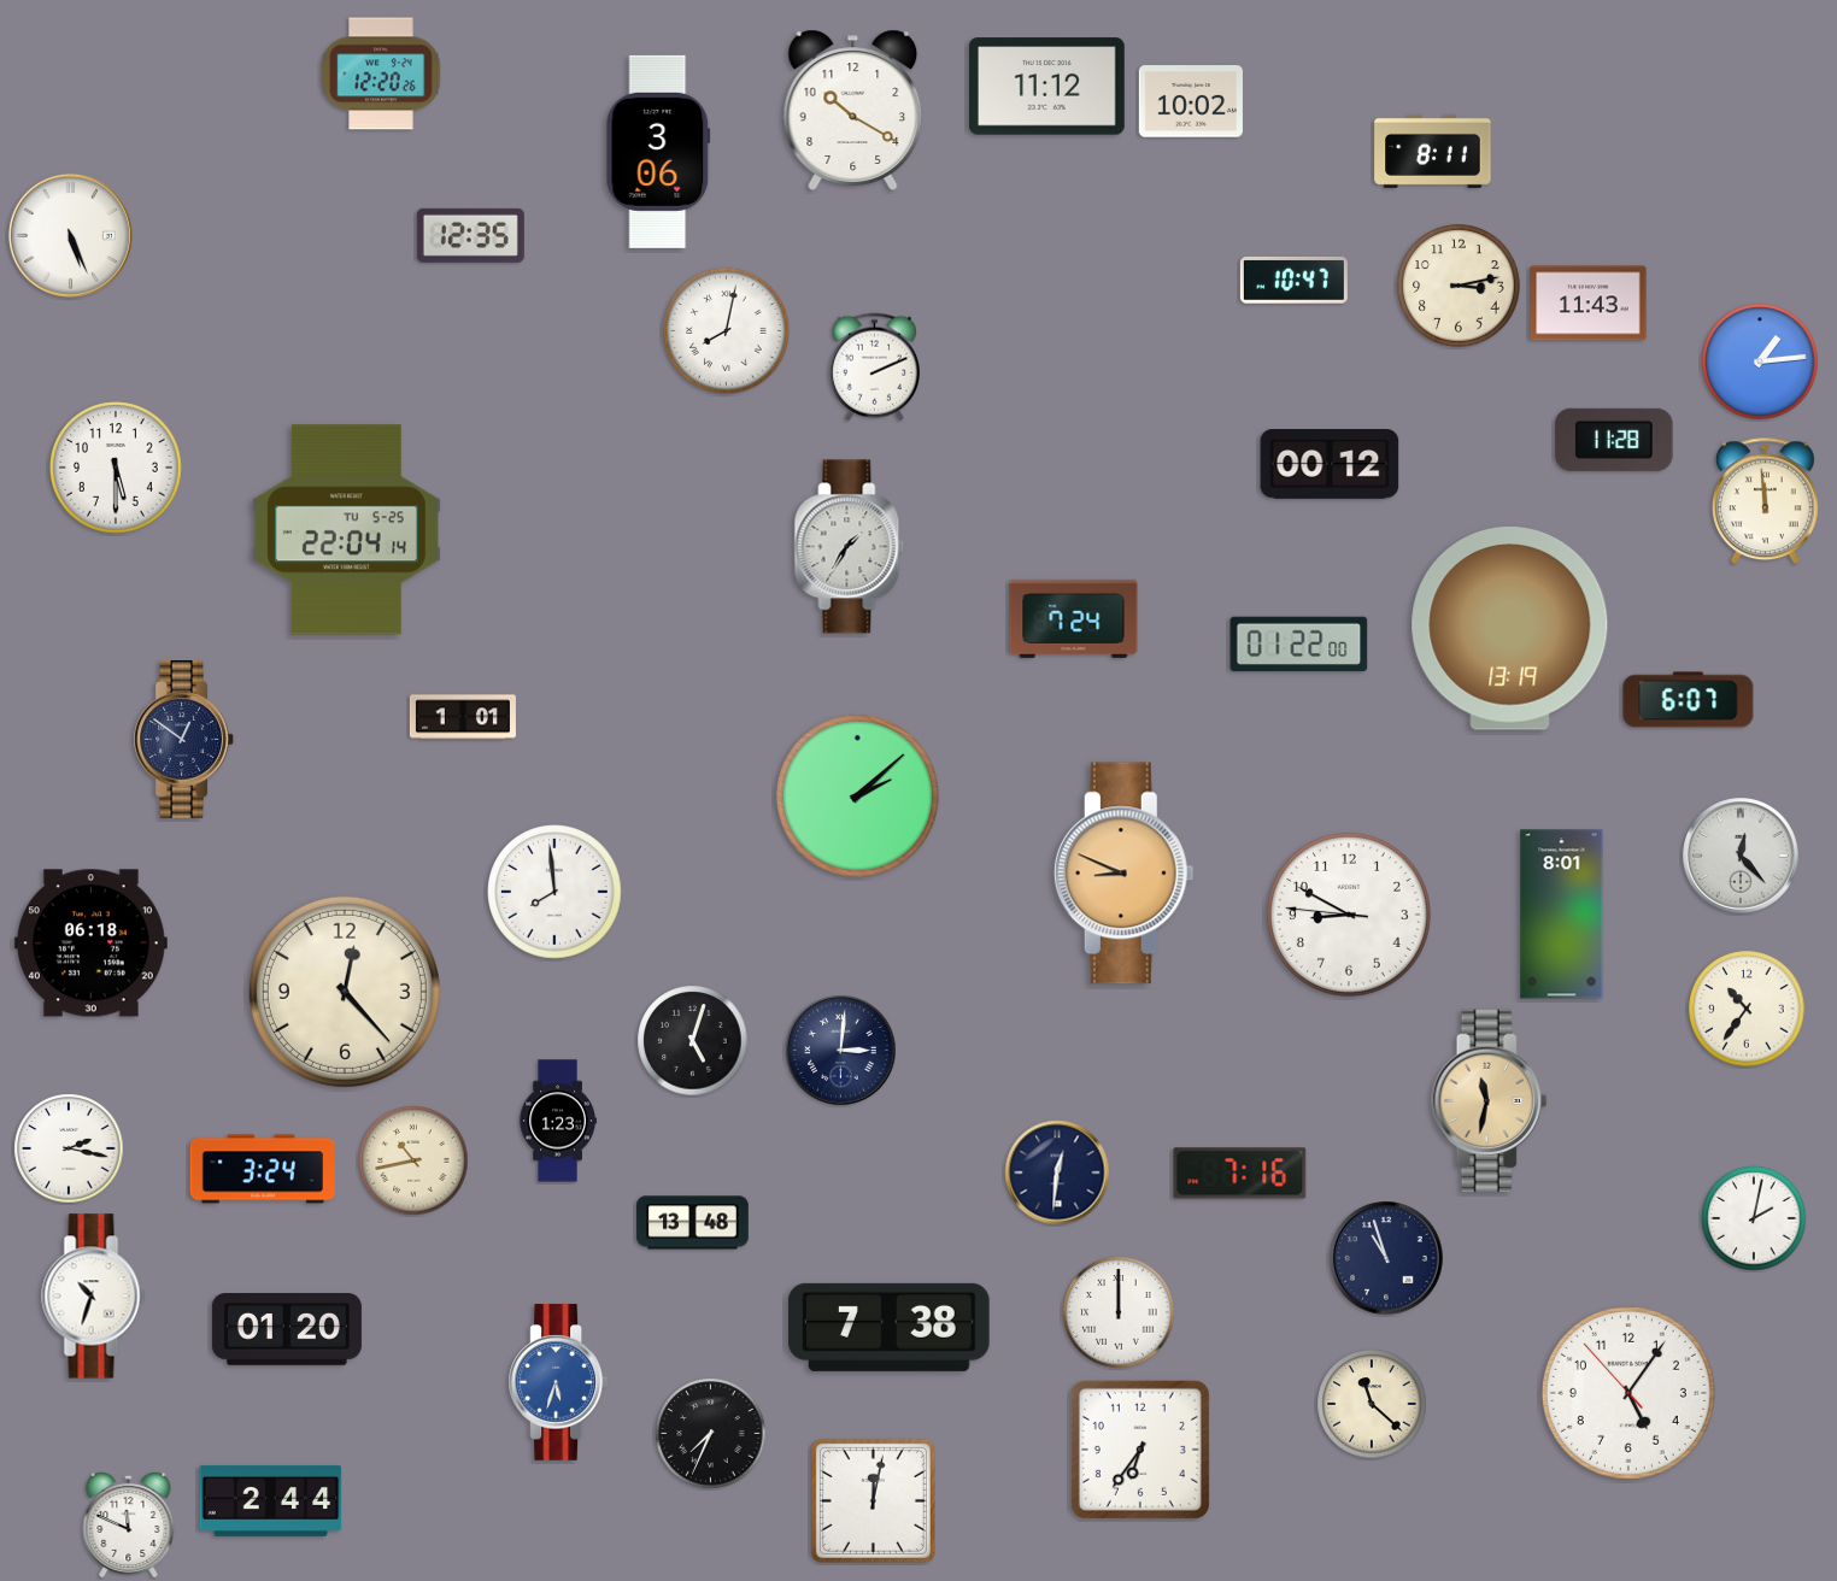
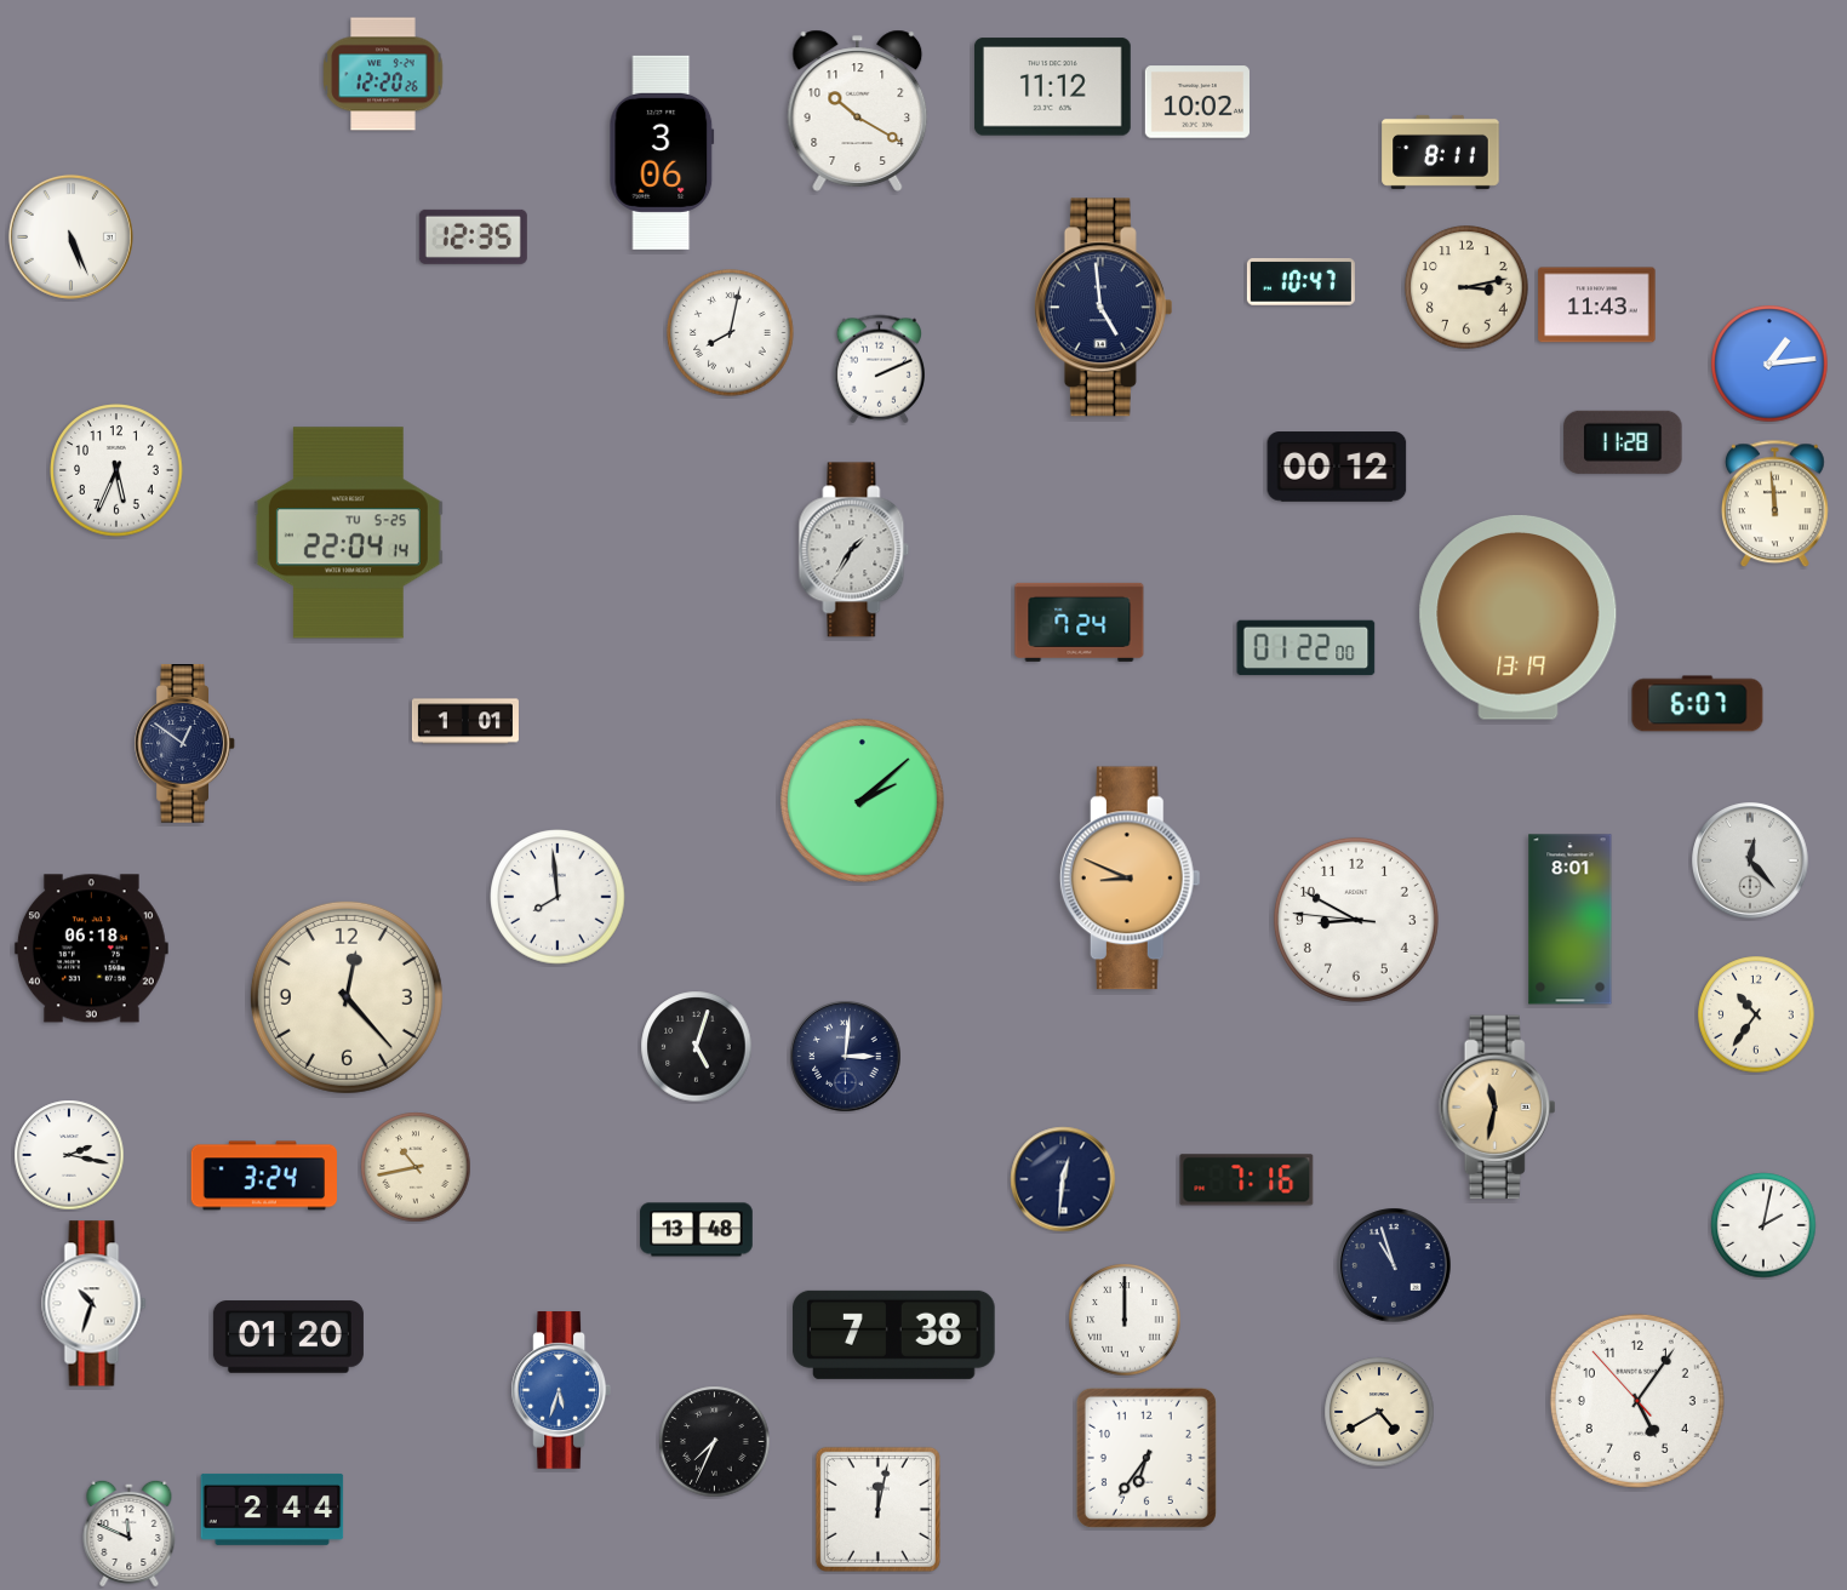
clock at (1103, 308): none -> 4:59
clock at (116, 468): 5:30 -> 5:34
clock at (1510, 629) position: (1510, 629) -> (1519, 618)
clock at (558, 1121): 1:23 -> none
clock at (1372, 1404): 11:22 -> 4:40
